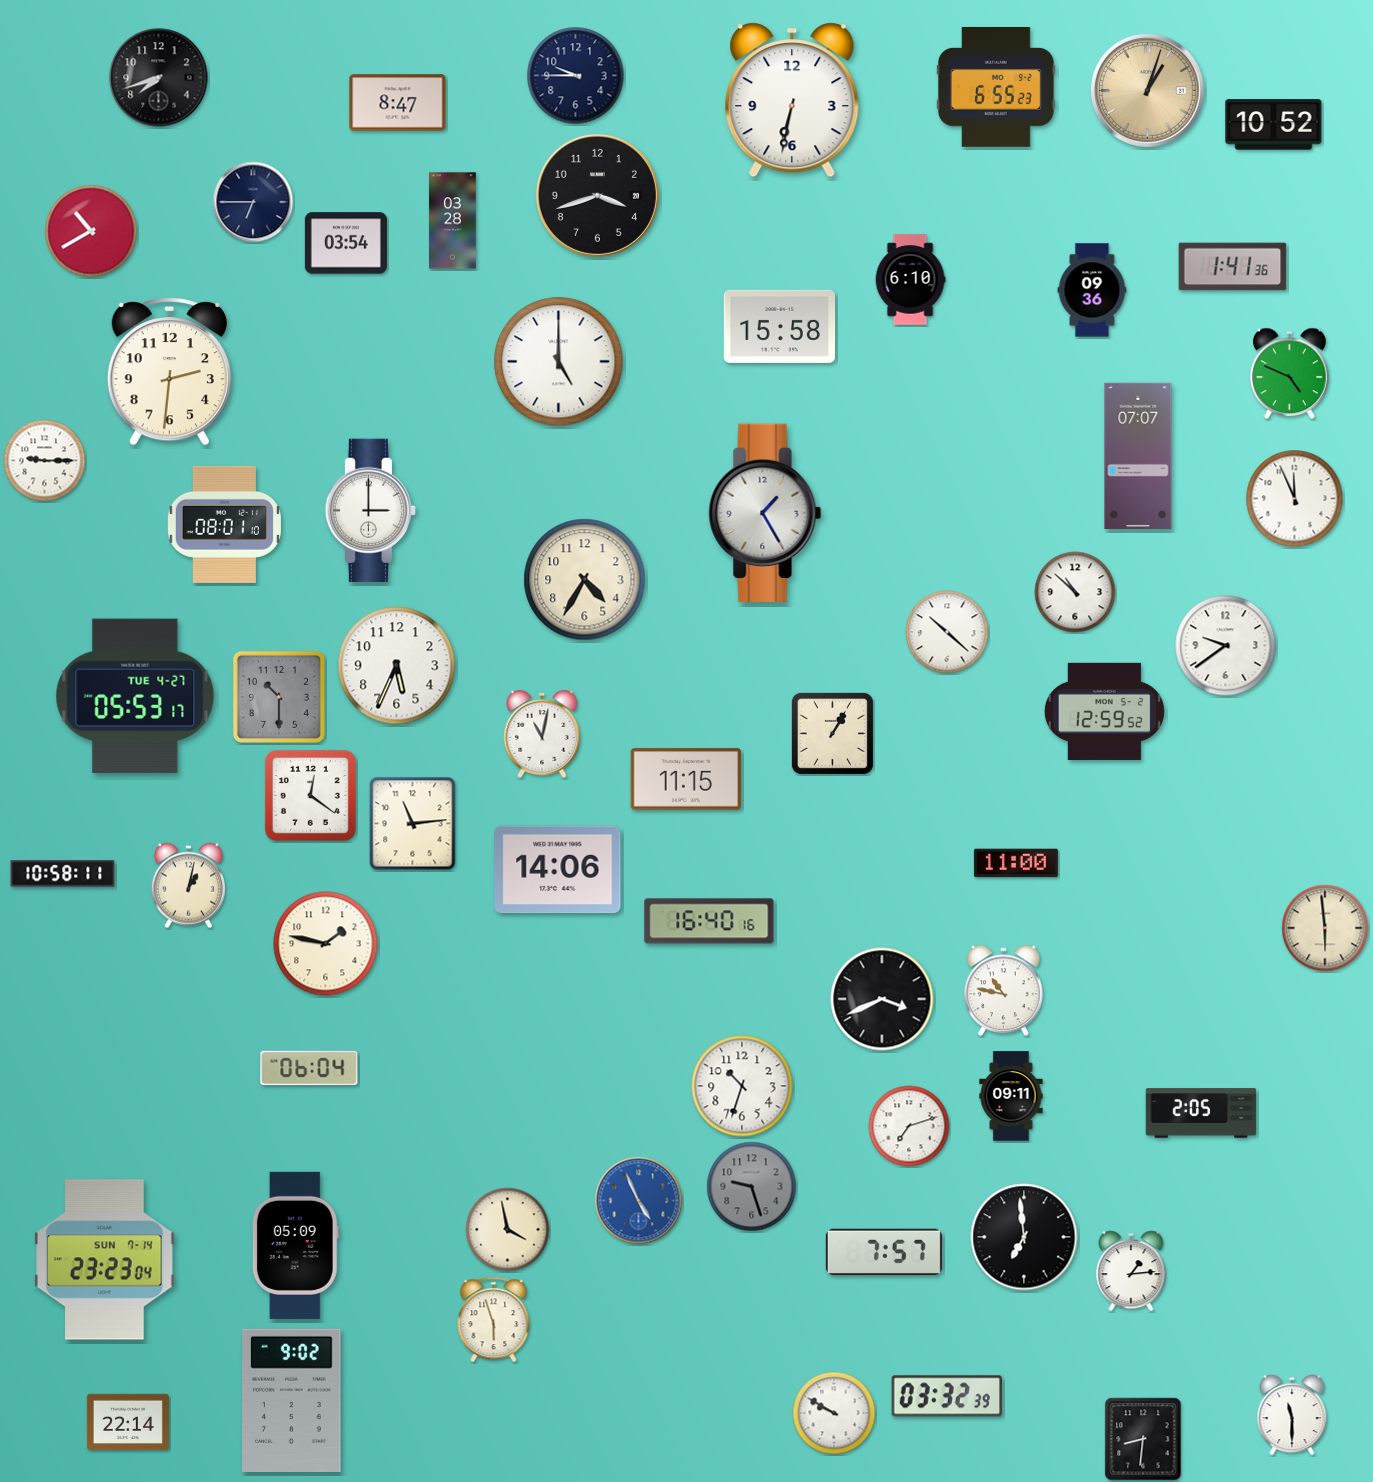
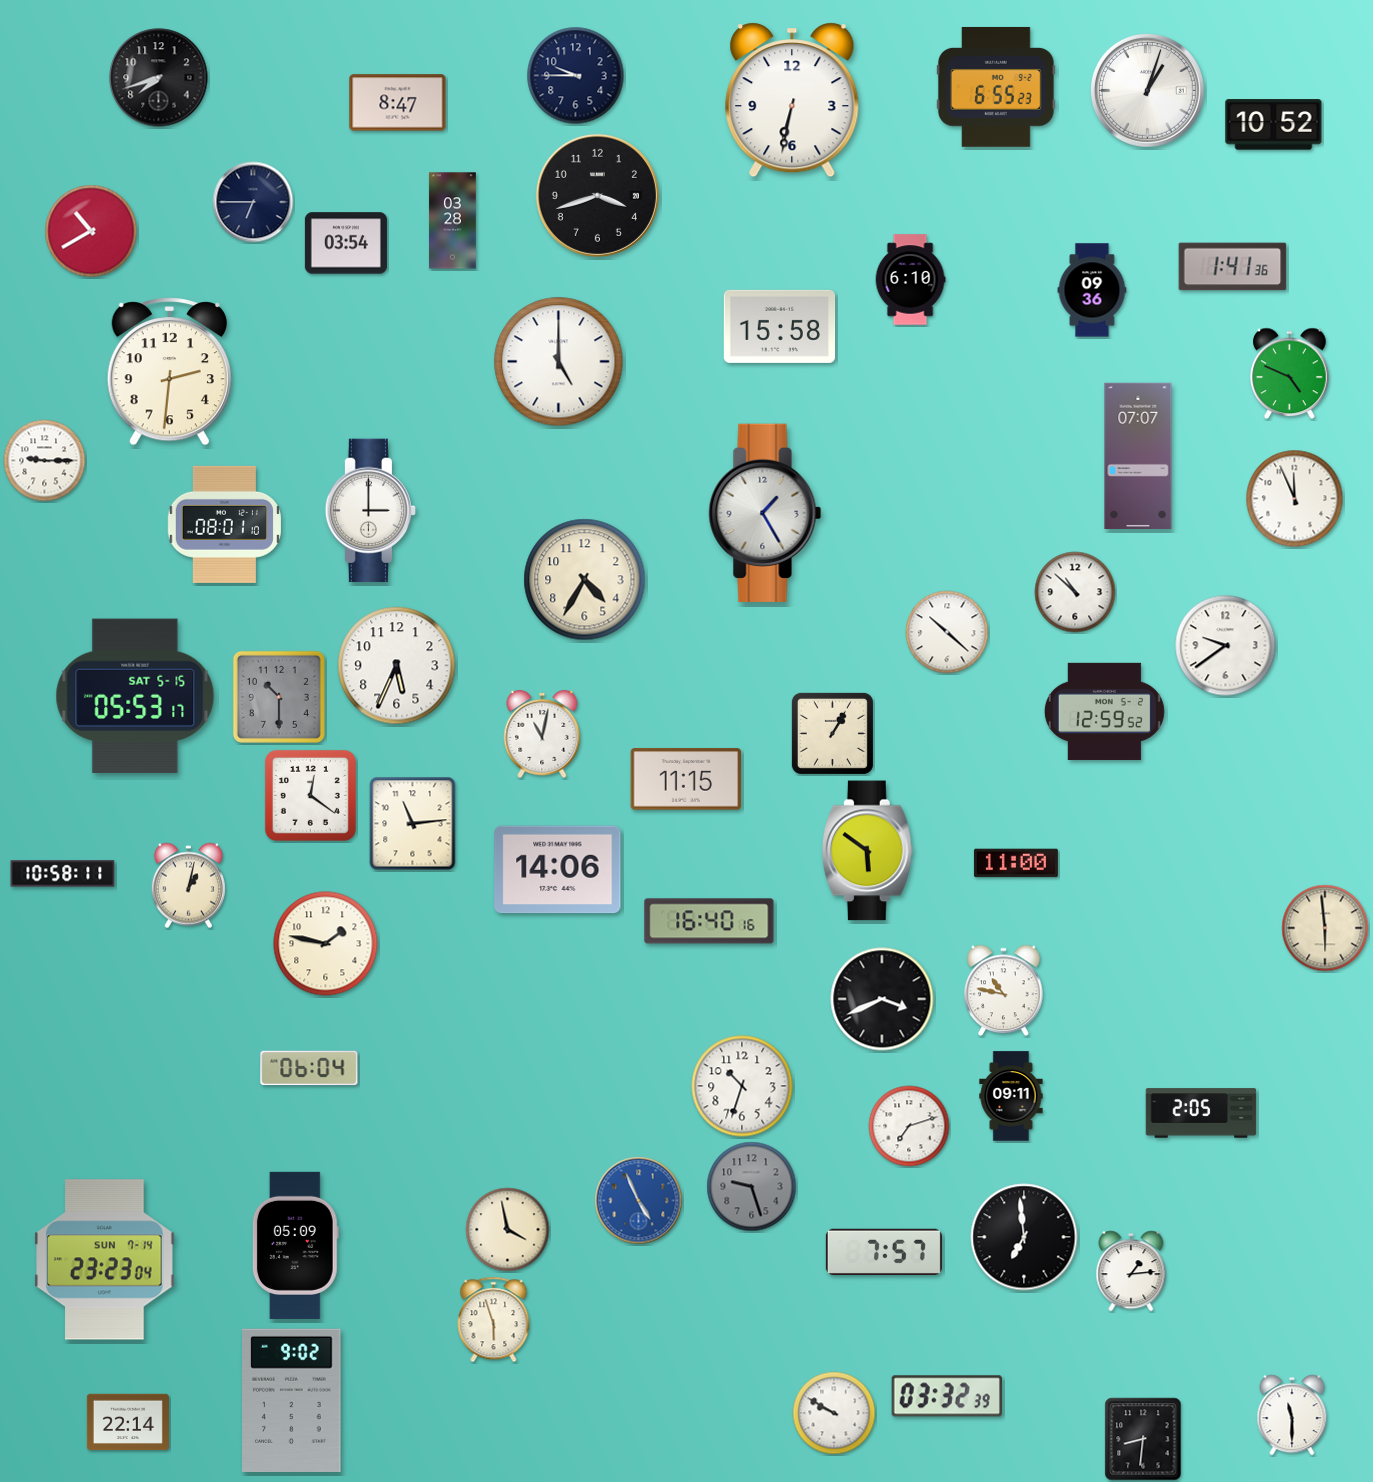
clock at (1148, 91) dial: champagne -> white
clock at (135, 696) date: TUE 4-27 -> SAT 5-15
clock at (867, 851): none -> 5:51
